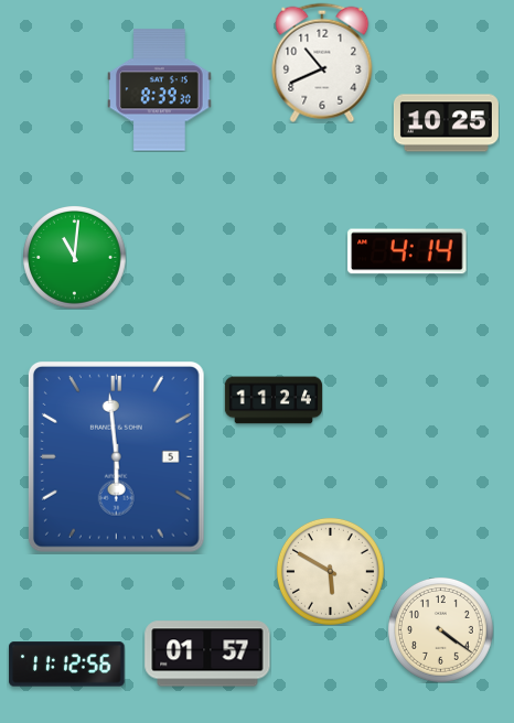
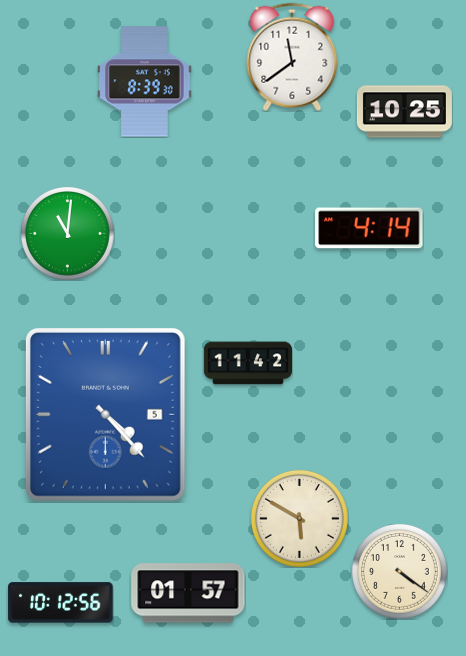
clock at (322, 63): 10:41 -> 11:39
clock at (272, 400): 11:24 -> 11:42
clock at (116, 456): 5:59 -> 4:23
clock at (67, 665): 11:12 -> 10:12
